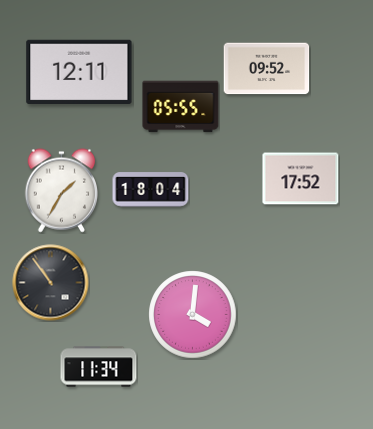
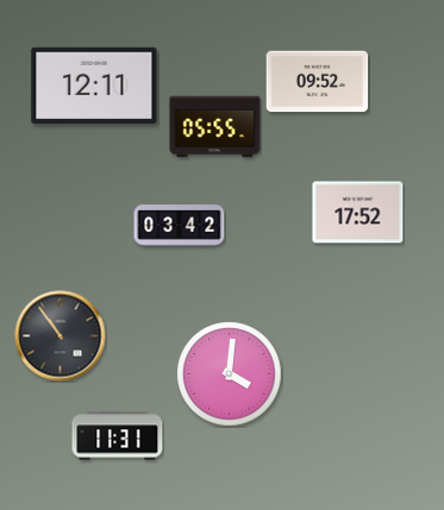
clock at (151, 190): 18:04 -> 03:42
clock at (61, 191): 1:35 -> none
clock at (99, 367): 11:34 -> 11:31
